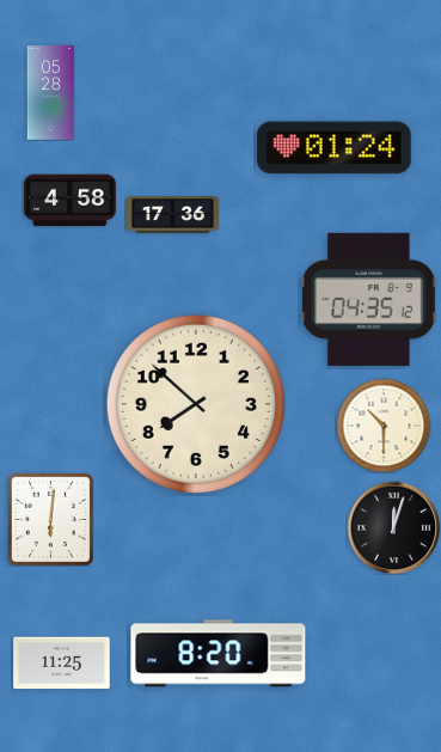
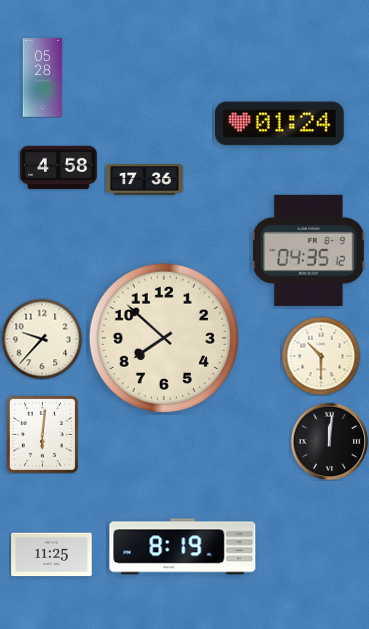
clock at (42, 339): none -> 9:37
clock at (393, 527): 12:03 -> 12:01
clock at (219, 654): 8:20 -> 8:19
